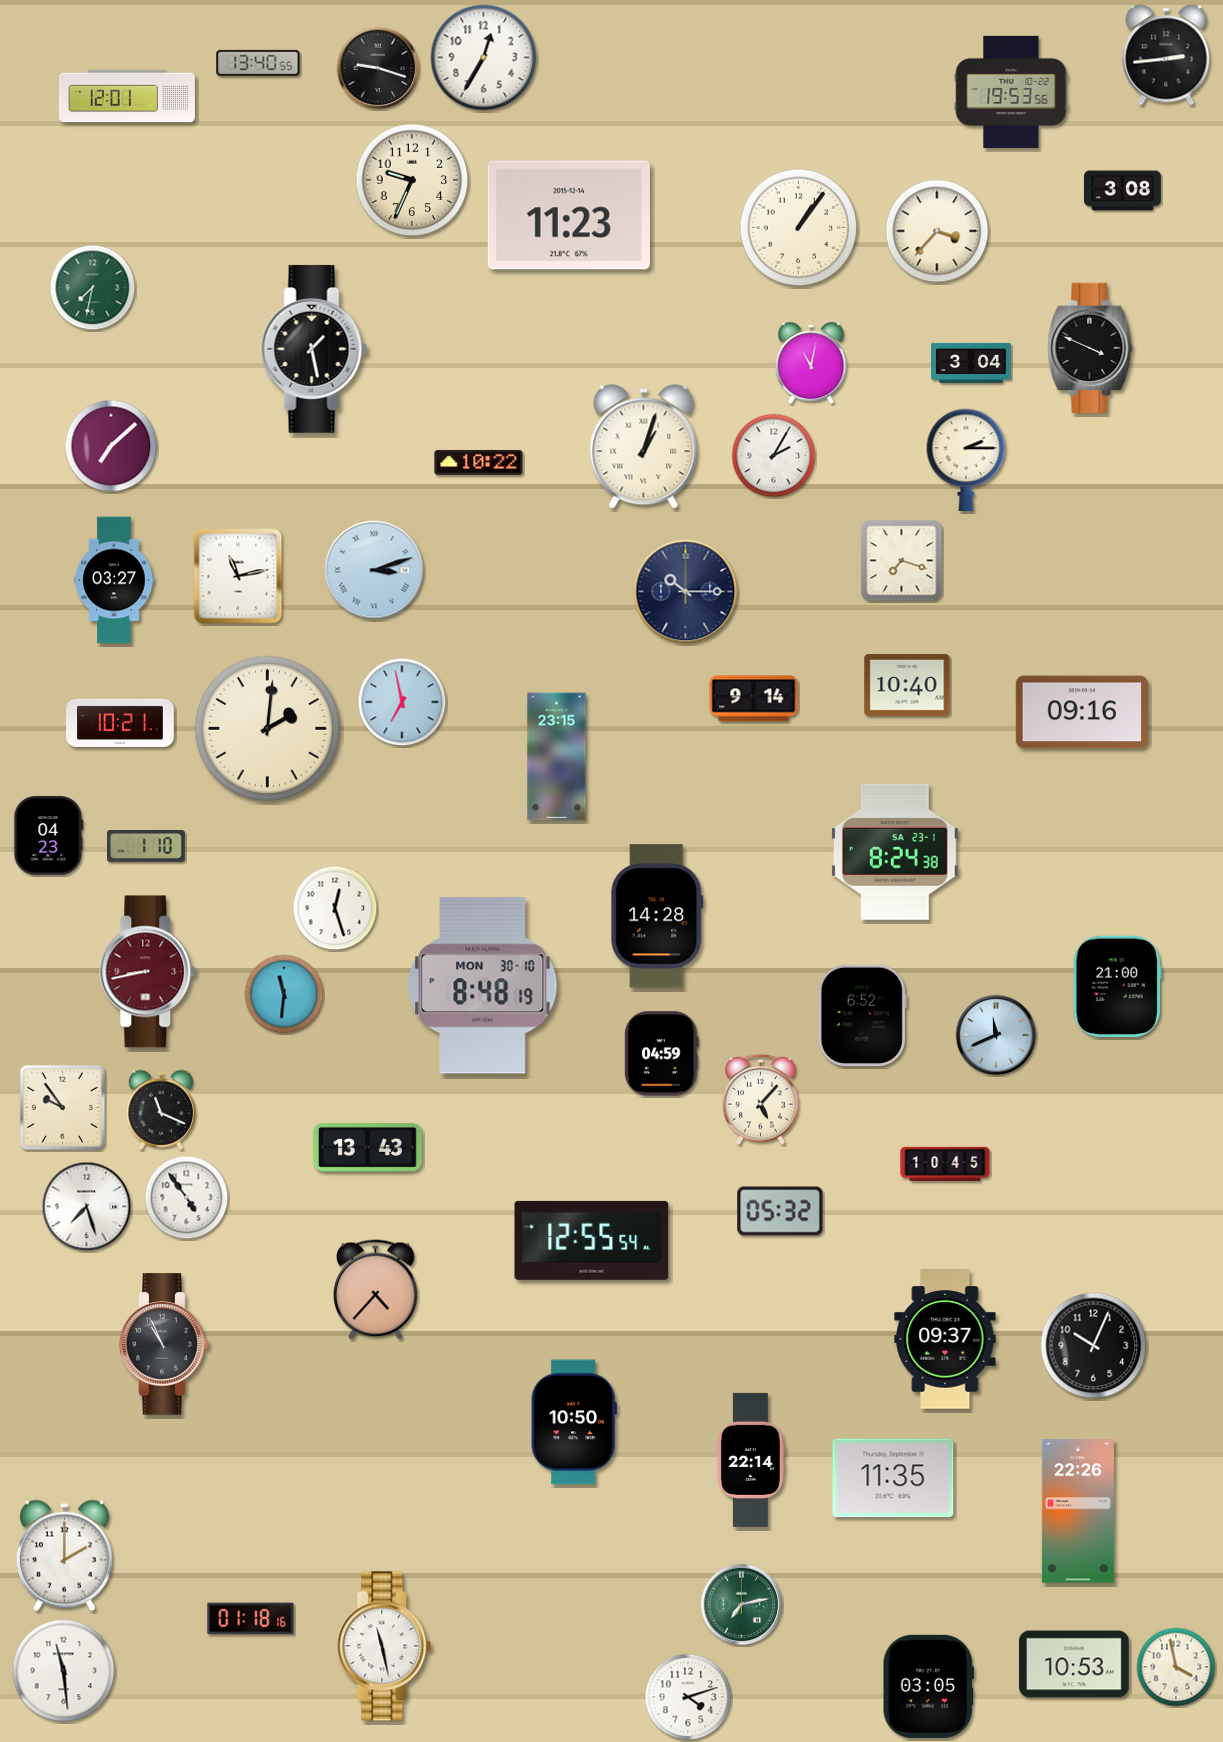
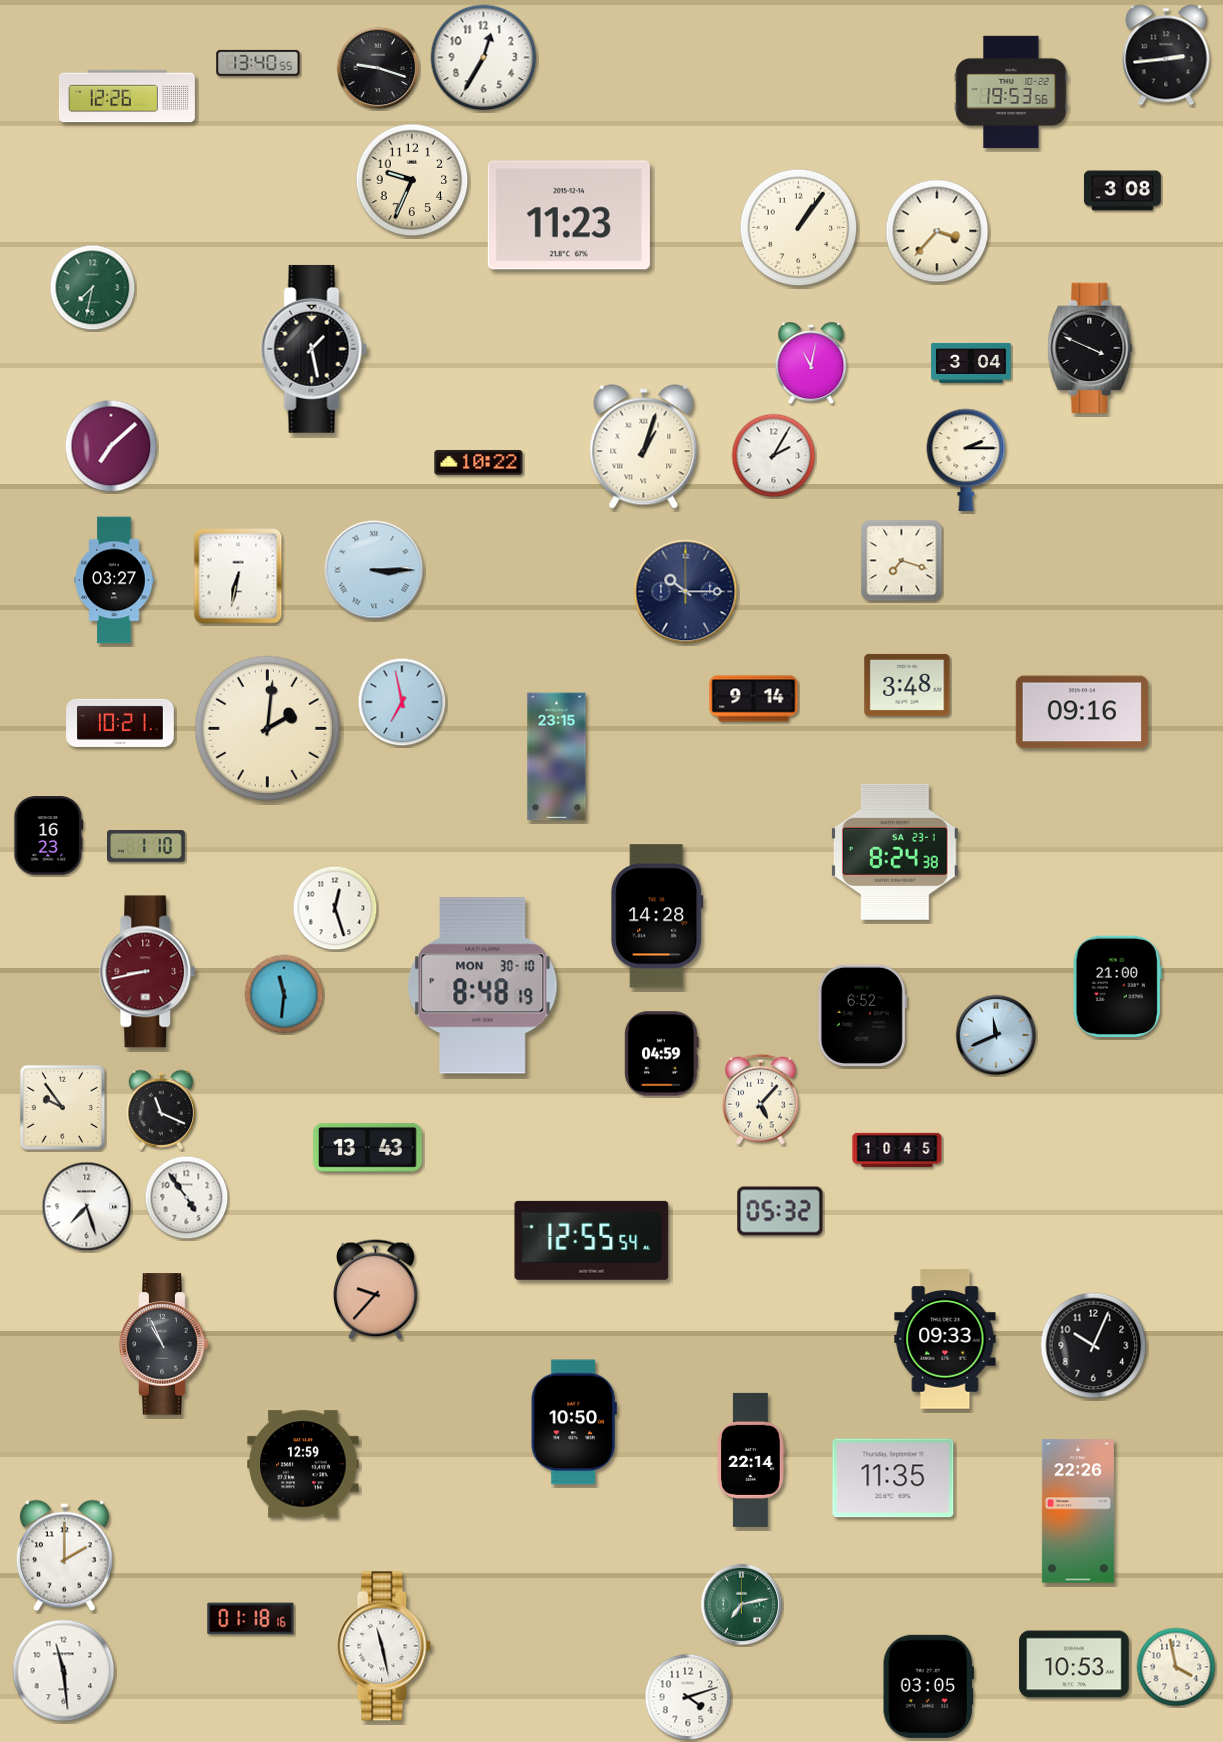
clock at (127, 96): 12:01 -> 12:26
clock at (374, 570): 3:12 -> 3:15
clock at (238, 576): 11:13 -> 6:32
clock at (907, 685): 10:40 -> 3:48
clock at (49, 836): 04:23 -> 16:23
clock at (945, 1163) position: (945, 1163) -> (897, 1149)
clock at (376, 1290): 4:37 -> 9:37
clock at (945, 1339): 09:37 -> 09:33
clock at (303, 1464): none -> 12:59
